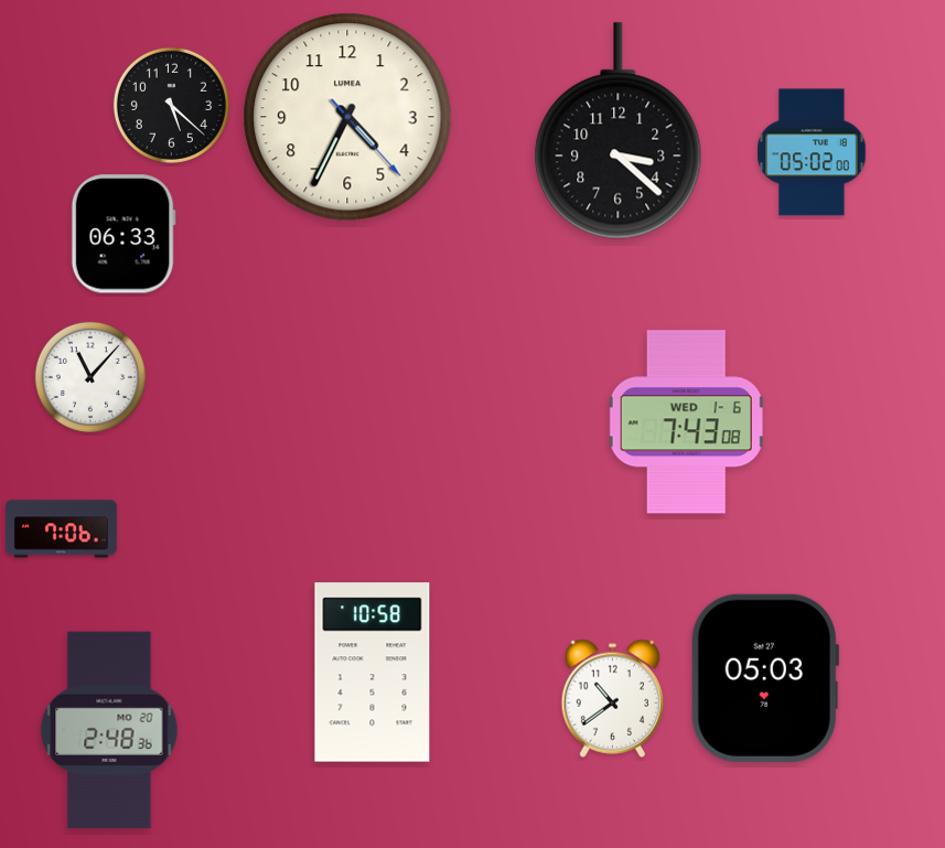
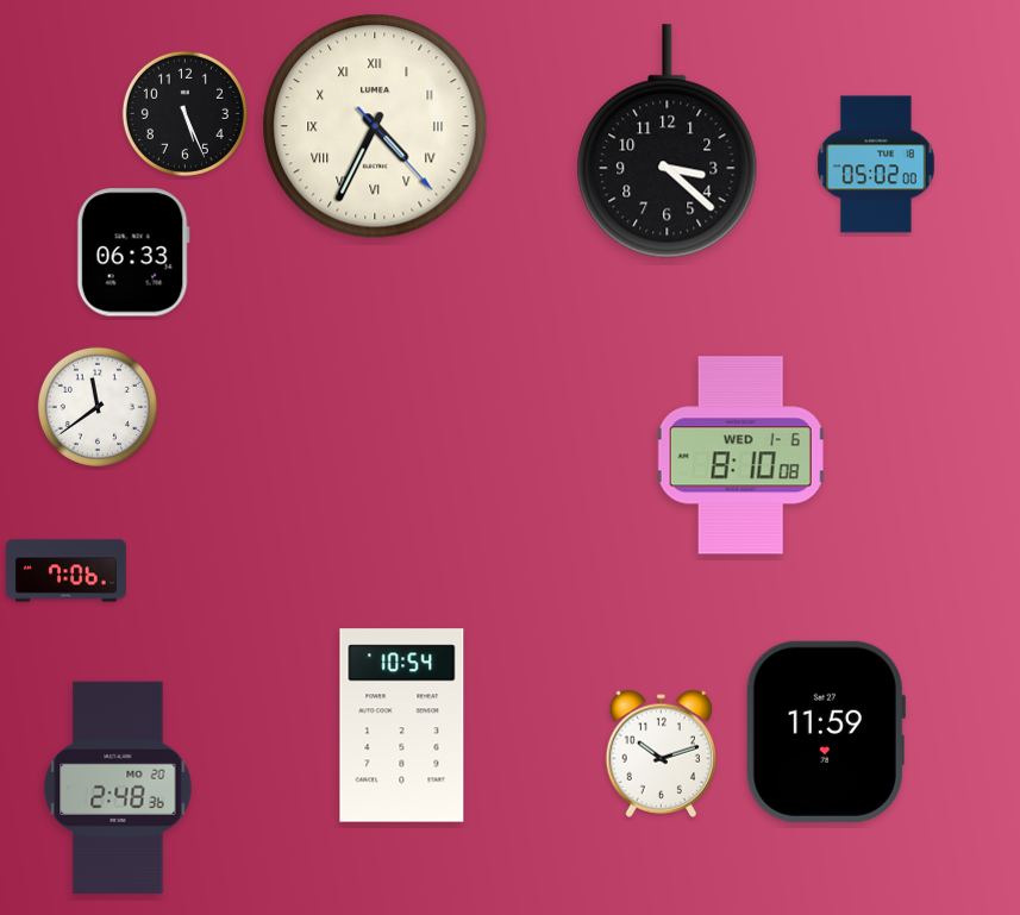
clock at (171, 105): 5:22 -> 5:26
clock at (347, 117) numerals: Arabic -> Roman
clock at (90, 377): 11:07 -> 11:39
clock at (686, 422): 7:43 -> 8:10
clock at (373, 673): 10:58 -> 10:54
clock at (764, 678): 05:03 -> 11:59
clock at (612, 698): 10:39 -> 10:12
